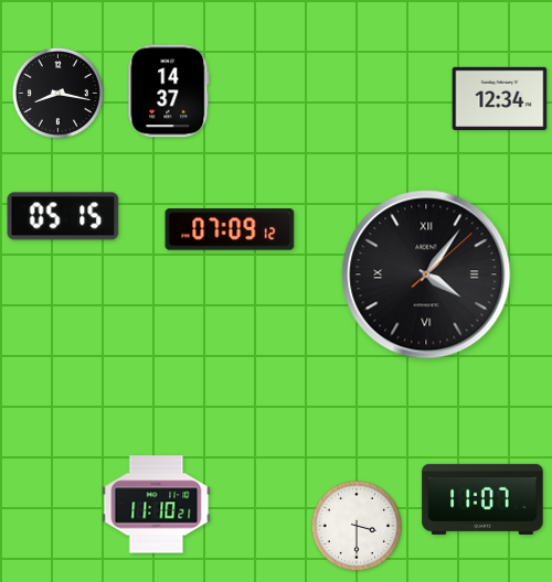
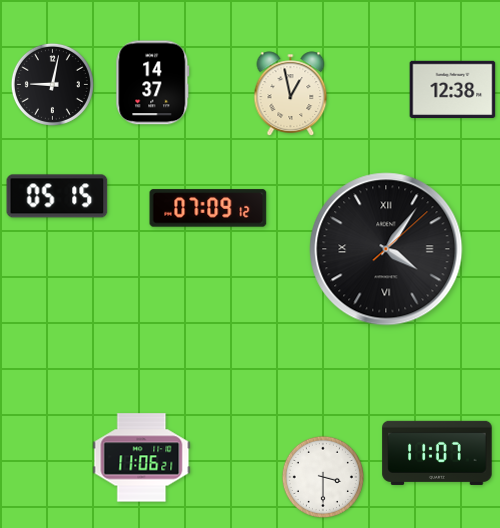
clock at (57, 93): 8:17 -> 9:02
clock at (500, 98): 12:34 -> 12:38
clock at (291, 94): none -> 12:58
clock at (157, 505): 11:10 -> 11:06
